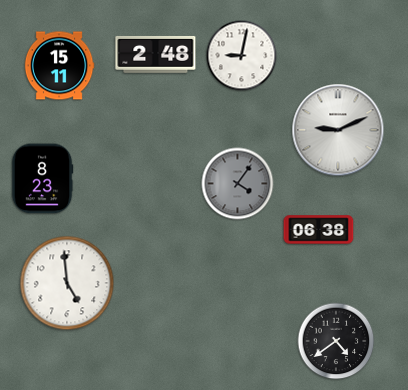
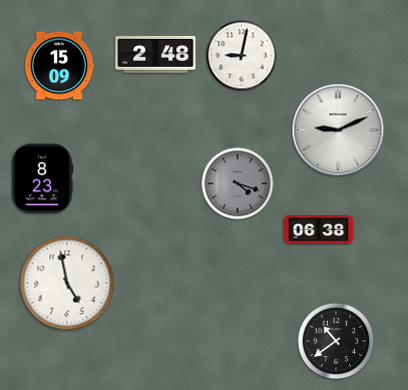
clock at (59, 66): 15:11 -> 15:09
clock at (238, 184): 4:06 -> 4:18
clock at (67, 283): 4:59 -> 4:58
clock at (336, 341): 4:39 -> 10:39
